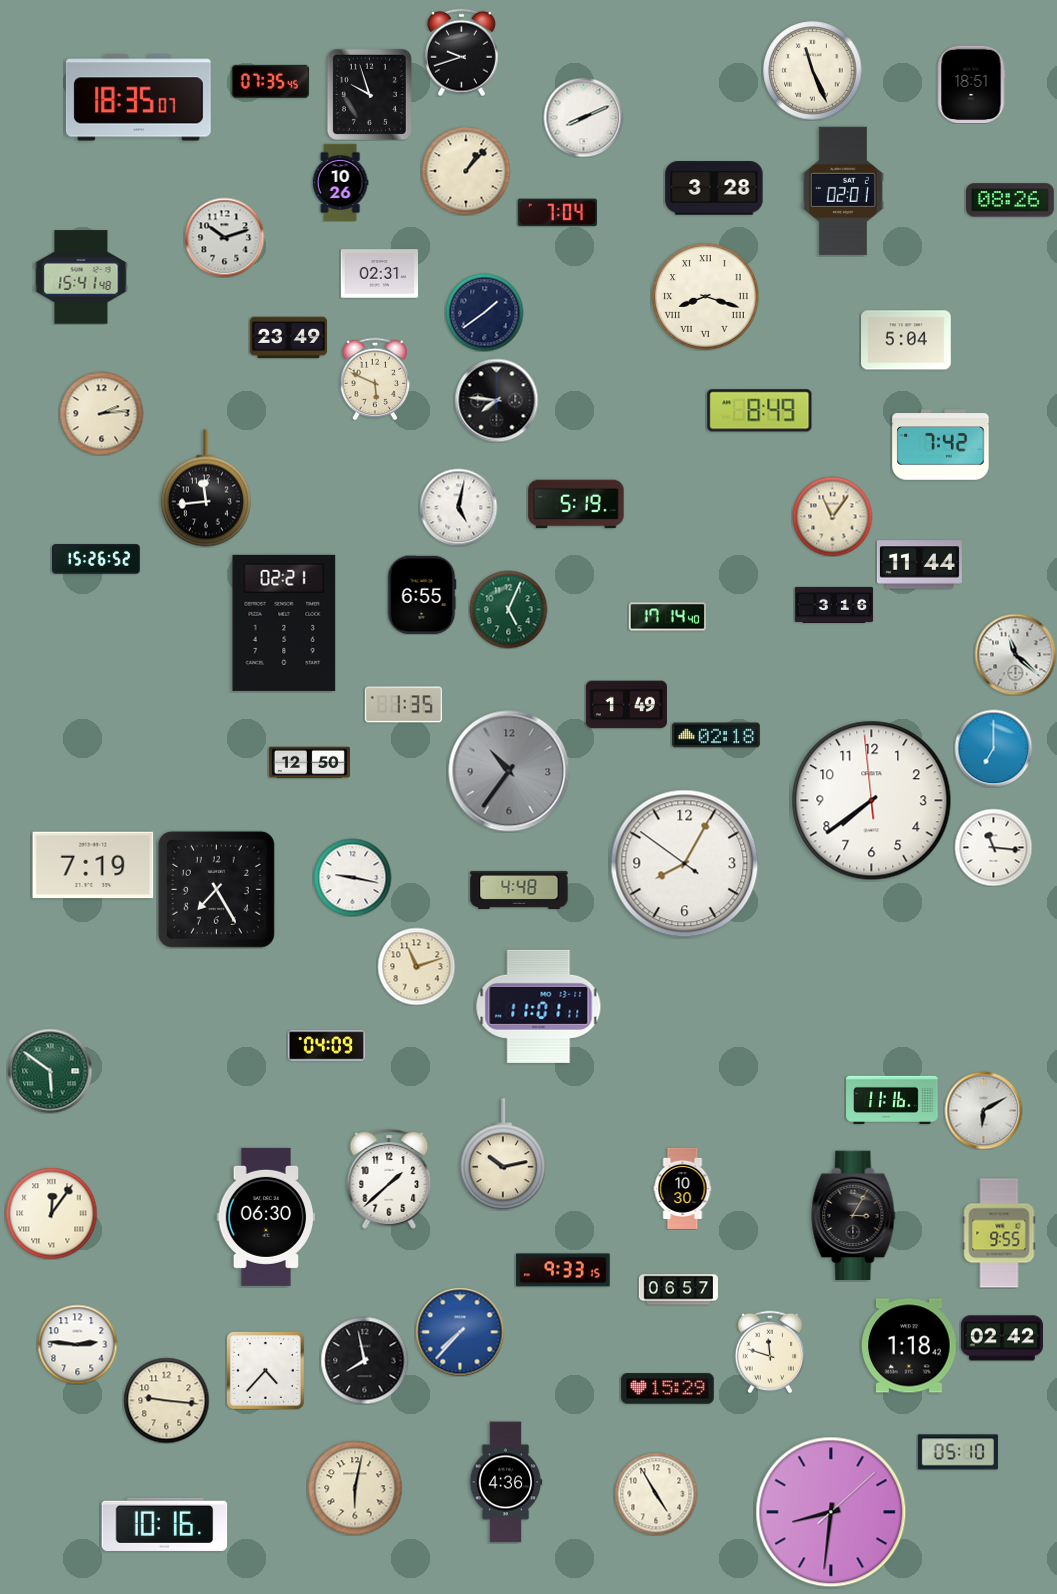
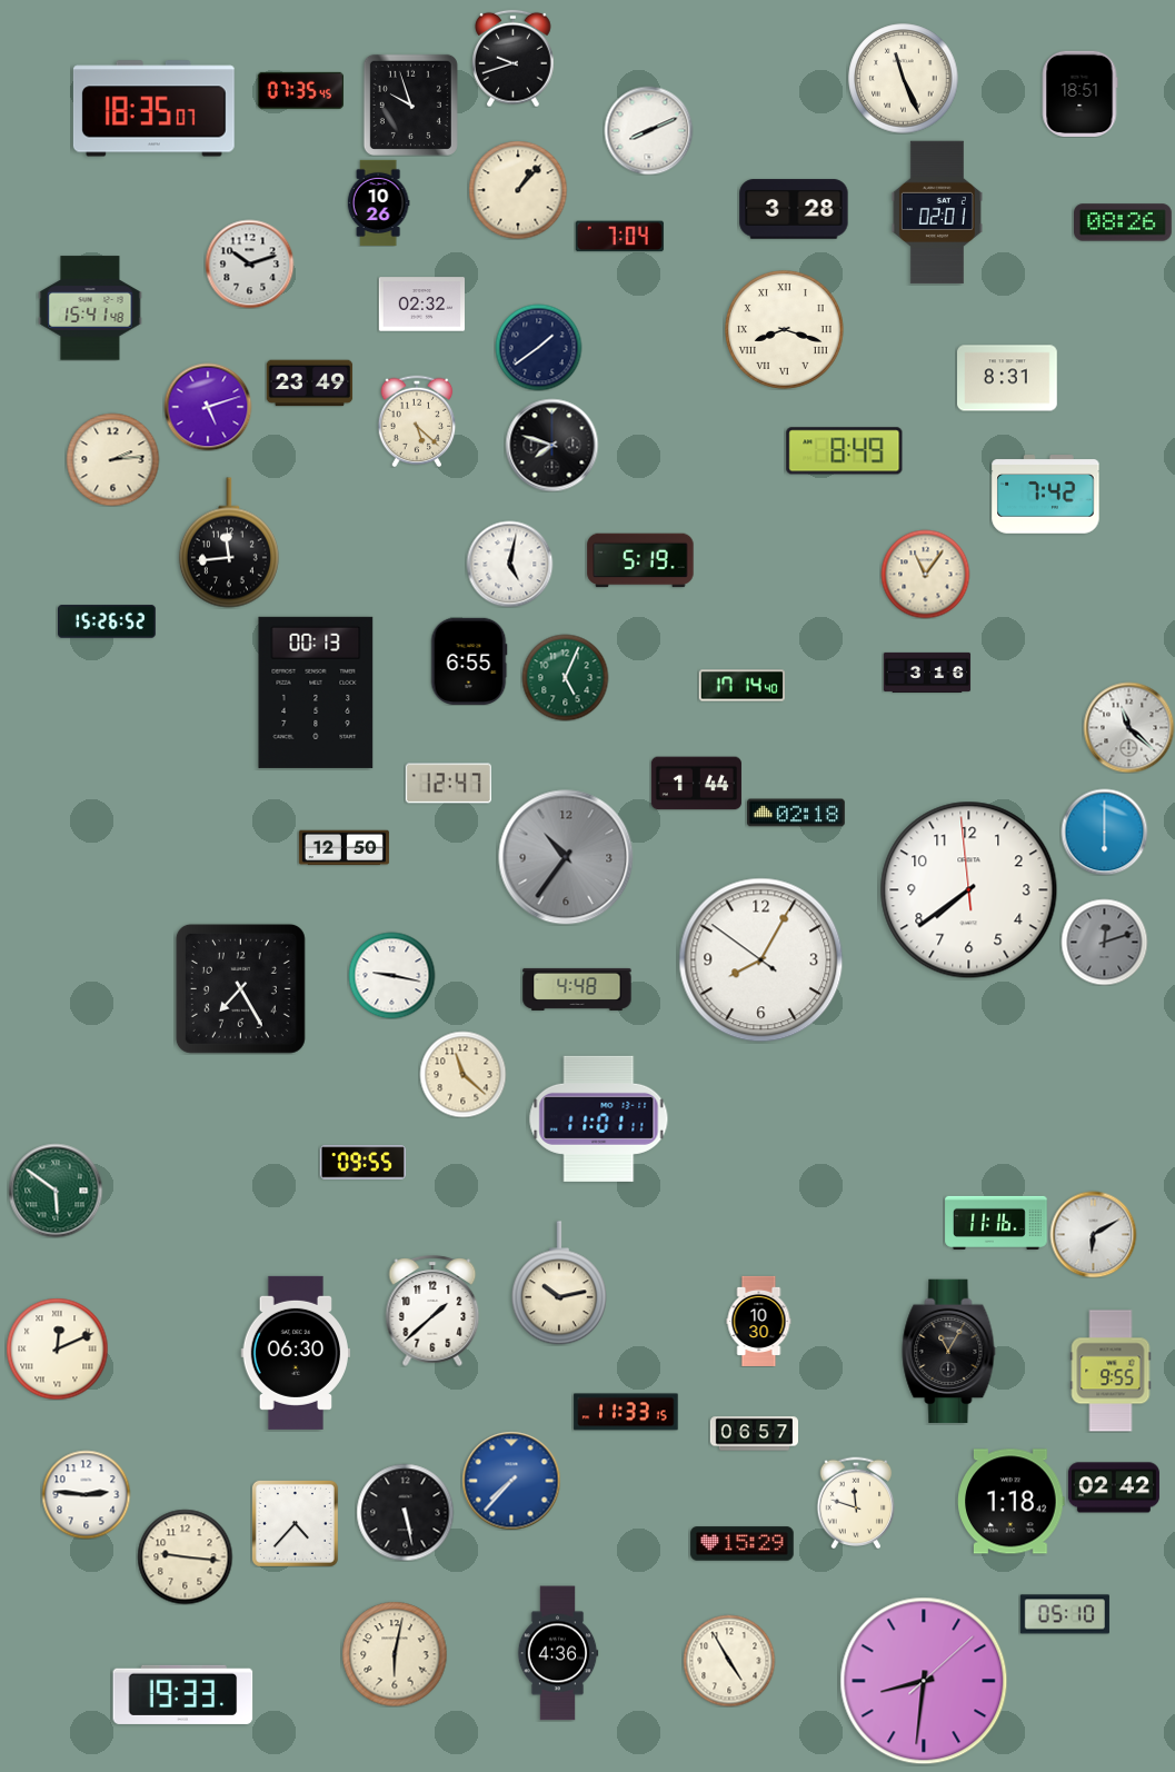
clock at (379, 274): 02:31 -> 02:32
clock at (288, 338) position: (288, 338) -> (309, 384)
clock at (907, 340): 5:04 -> 8:31
clock at (208, 407): none -> 5:12
clock at (375, 379): 5:49 -> 5:22
clock at (496, 400): 7:46 -> 7:48
clock at (760, 411) position: (760, 411) -> (845, 451)
clock at (919, 565): 11:44 -> none
clock at (284, 623): 02:21 -> 00:13
clock at (403, 705): 1:35 -> 12:47
clock at (626, 705): 1:49 -> 1:44
clock at (717, 735) position: (717, 735) -> (797, 813)
clock at (993, 748): 7:00 -> 6:00
clock at (993, 847): 11:16 -> 12:12
clock at (993, 847) dial: white -> grey
clock at (93, 865): 7:19 -> none
clock at (416, 966): 11:12 -> 11:22
clock at (326, 1046): 04:09 -> 09:55
clock at (892, 1100) position: (892, 1100) -> (996, 1223)
clock at (51, 1213): 12:06 -> 12:11
clock at (854, 1216): 3:05 -> 11:05
clock at (563, 1270): 9:33 -> 11:33
clock at (910, 1346) position: (910, 1346) -> (1012, 1502)
clock at (364, 1360): 7:58 -> 5:28
clock at (506, 1482) position: (506, 1482) -> (558, 1653)
clock at (165, 1524): 10:16 -> 19:33
